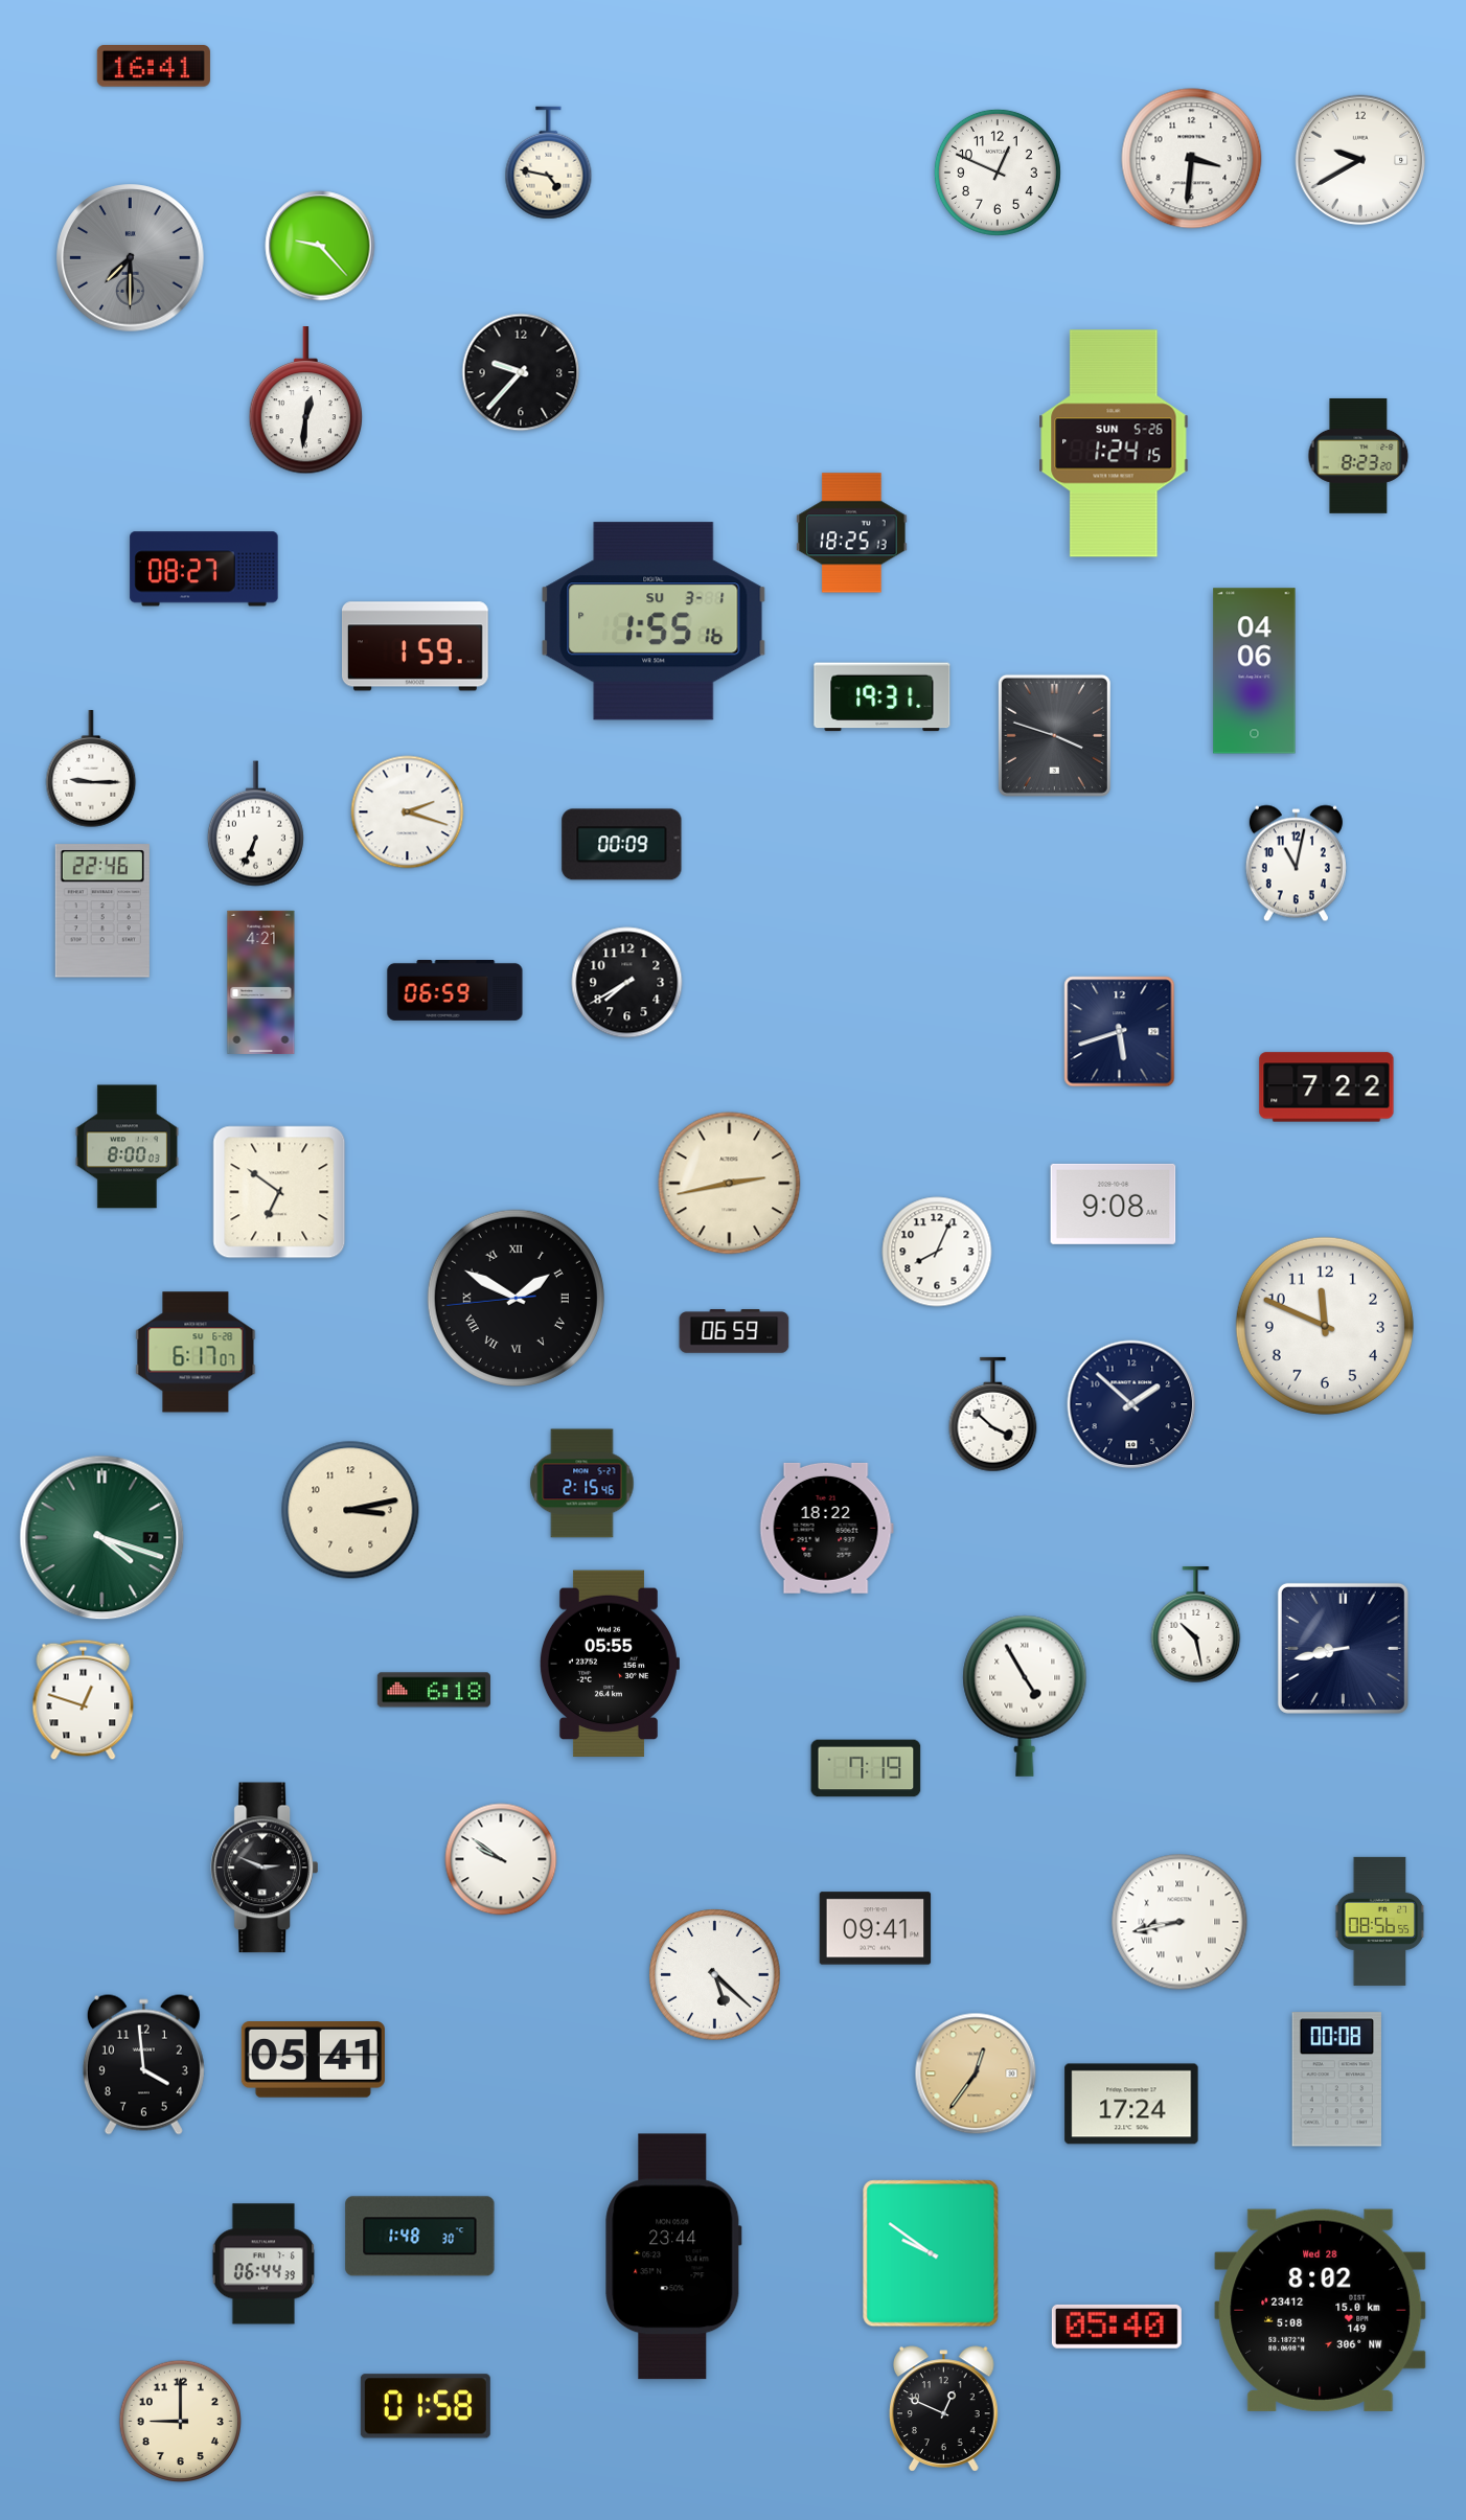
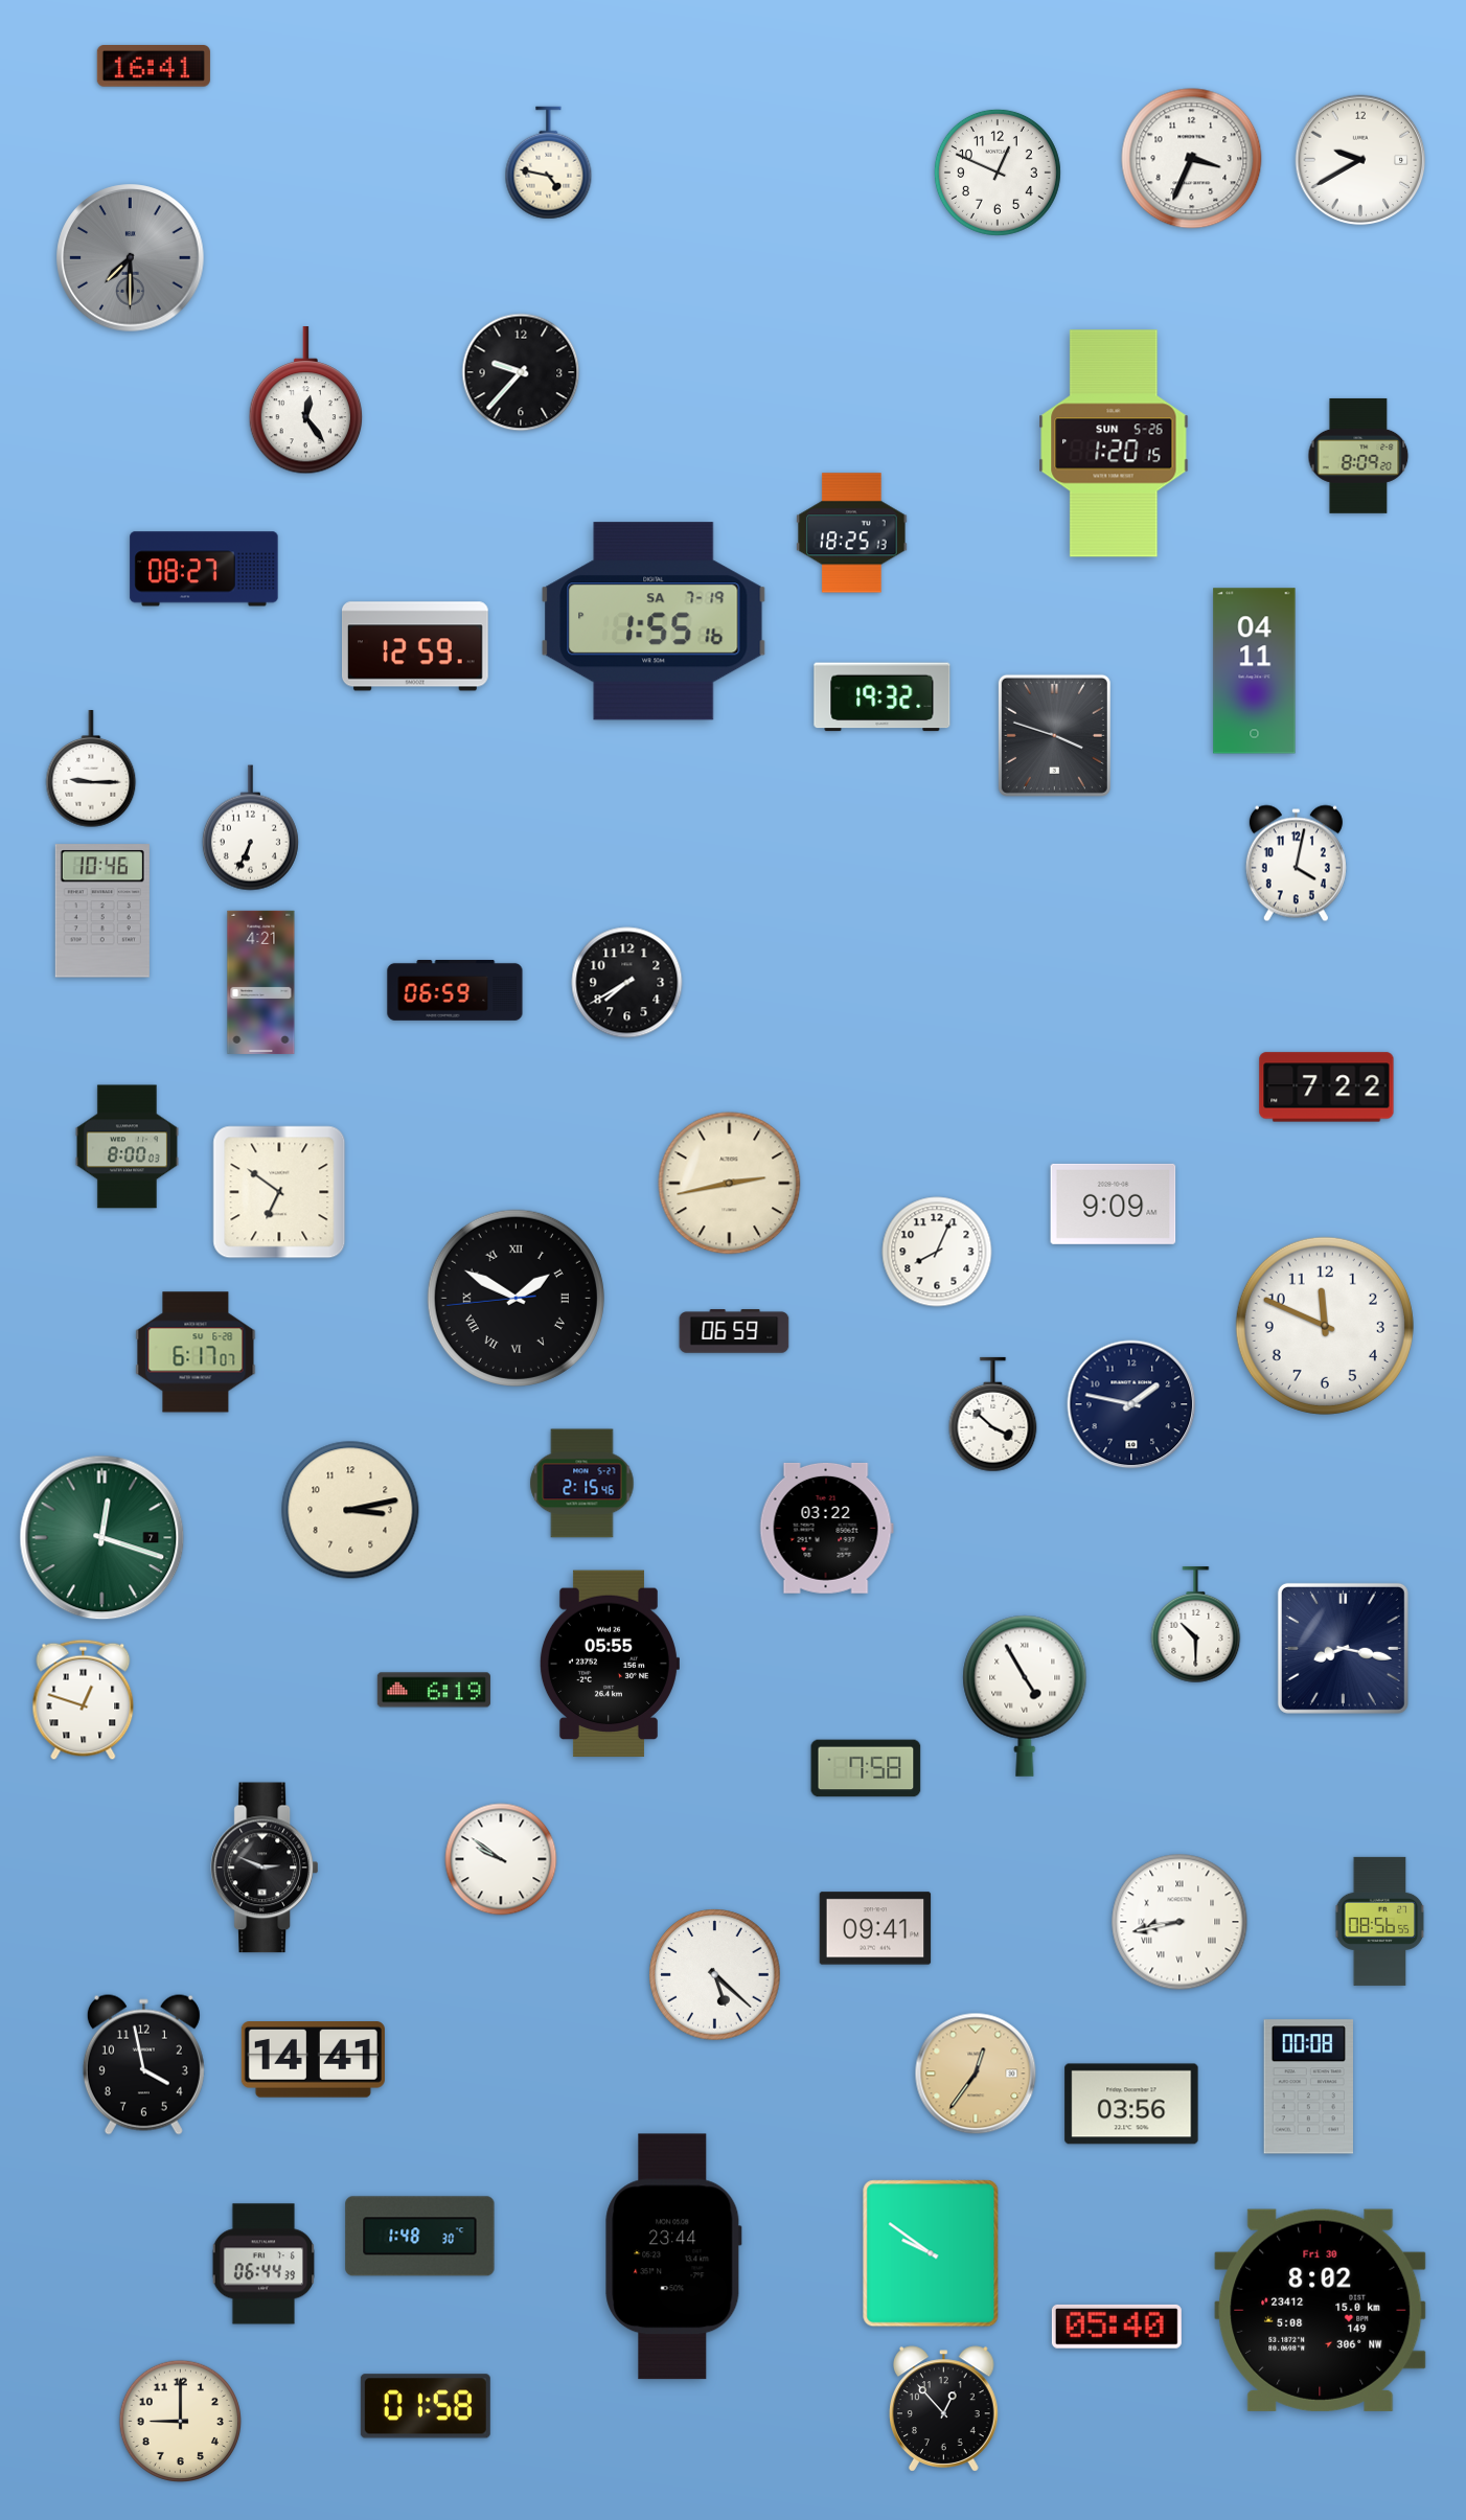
clock at (1192, 159): 3:31 -> 3:34
clock at (320, 246): 9:23 -> none
clock at (305, 400): 12:31 -> 12:24
clock at (1114, 443): 1:24 -> 1:20
clock at (1358, 456): 8:23 -> 8:09
clock at (654, 621) date: SU 3-1 -> SA 7-19
clock at (415, 646): 1:59 -> 12:59
clock at (1255, 671): 04:06 -> 04:11
clock at (883, 697): 19:31 -> 19:32
clock at (408, 812): 2:18 -> none
clock at (255, 824) position: (255, 824) -> (250, 828)
clock at (622, 845): 00:09 -> none
clock at (1296, 864): 11:02 -> 4:02
clock at (102, 911): 22:46 -> 10:46
clock at (1120, 1032): 5:42 -> none
clock at (1114, 1204): 9:08 -> 9:09
clock at (1131, 1404): 1:52 -> 1:47
clock at (826, 1528): 18:22 -> 03:22
clock at (102, 1538): 4:18 -> 12:18
clock at (1196, 1626): 10:28 -> 10:30
clock at (1343, 1648): 8:43 -> 8:17
clock at (434, 1690): 6:18 -> 6:19
clock at (866, 1768): 7:19 -> 7:58
clock at (313, 2060): 05:41 -> 14:41
clock at (143, 2064): 3:59 -> 3:58
clock at (1336, 2080) position: (1336, 2080) -> (1308, 2087)
clock at (1131, 2104): 17:24 -> 03:56
clock at (1321, 2310) date: Wed 28 -> Fri 30
clock at (944, 2409): 12:49 -> 12:53
